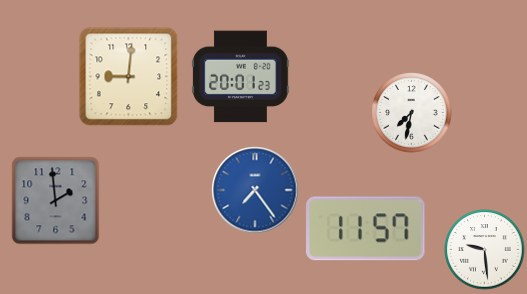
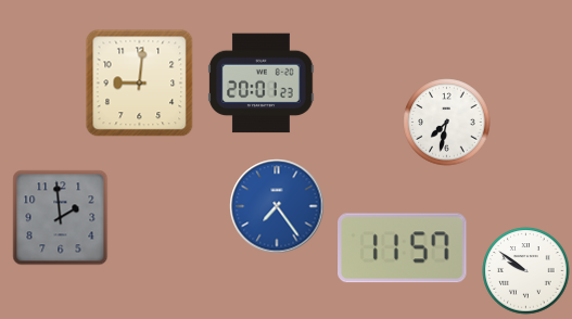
clock at (366, 229) position: (366, 229) -> (403, 248)
clock at (485, 250): 9:29 -> 9:51
